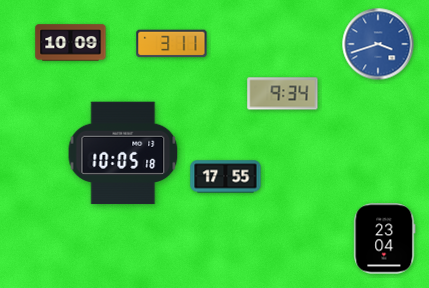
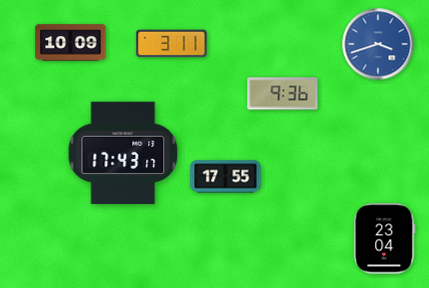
clock at (283, 94): 9:34 -> 9:36
clock at (123, 153): 10:05 -> 17:43
